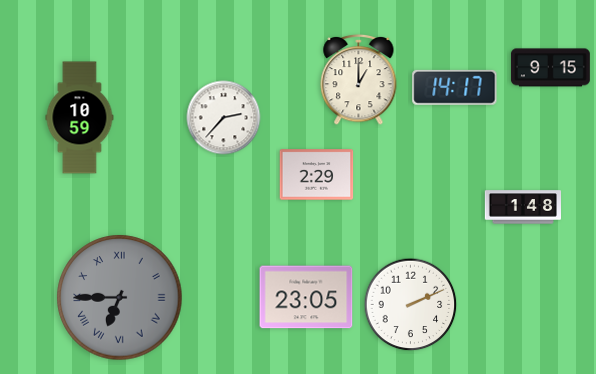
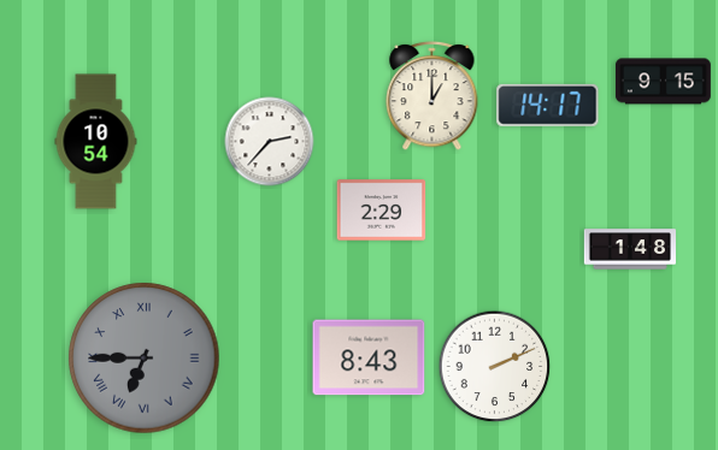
clock at (80, 118): 10:59 -> 10:54
clock at (306, 297): 23:05 -> 8:43
